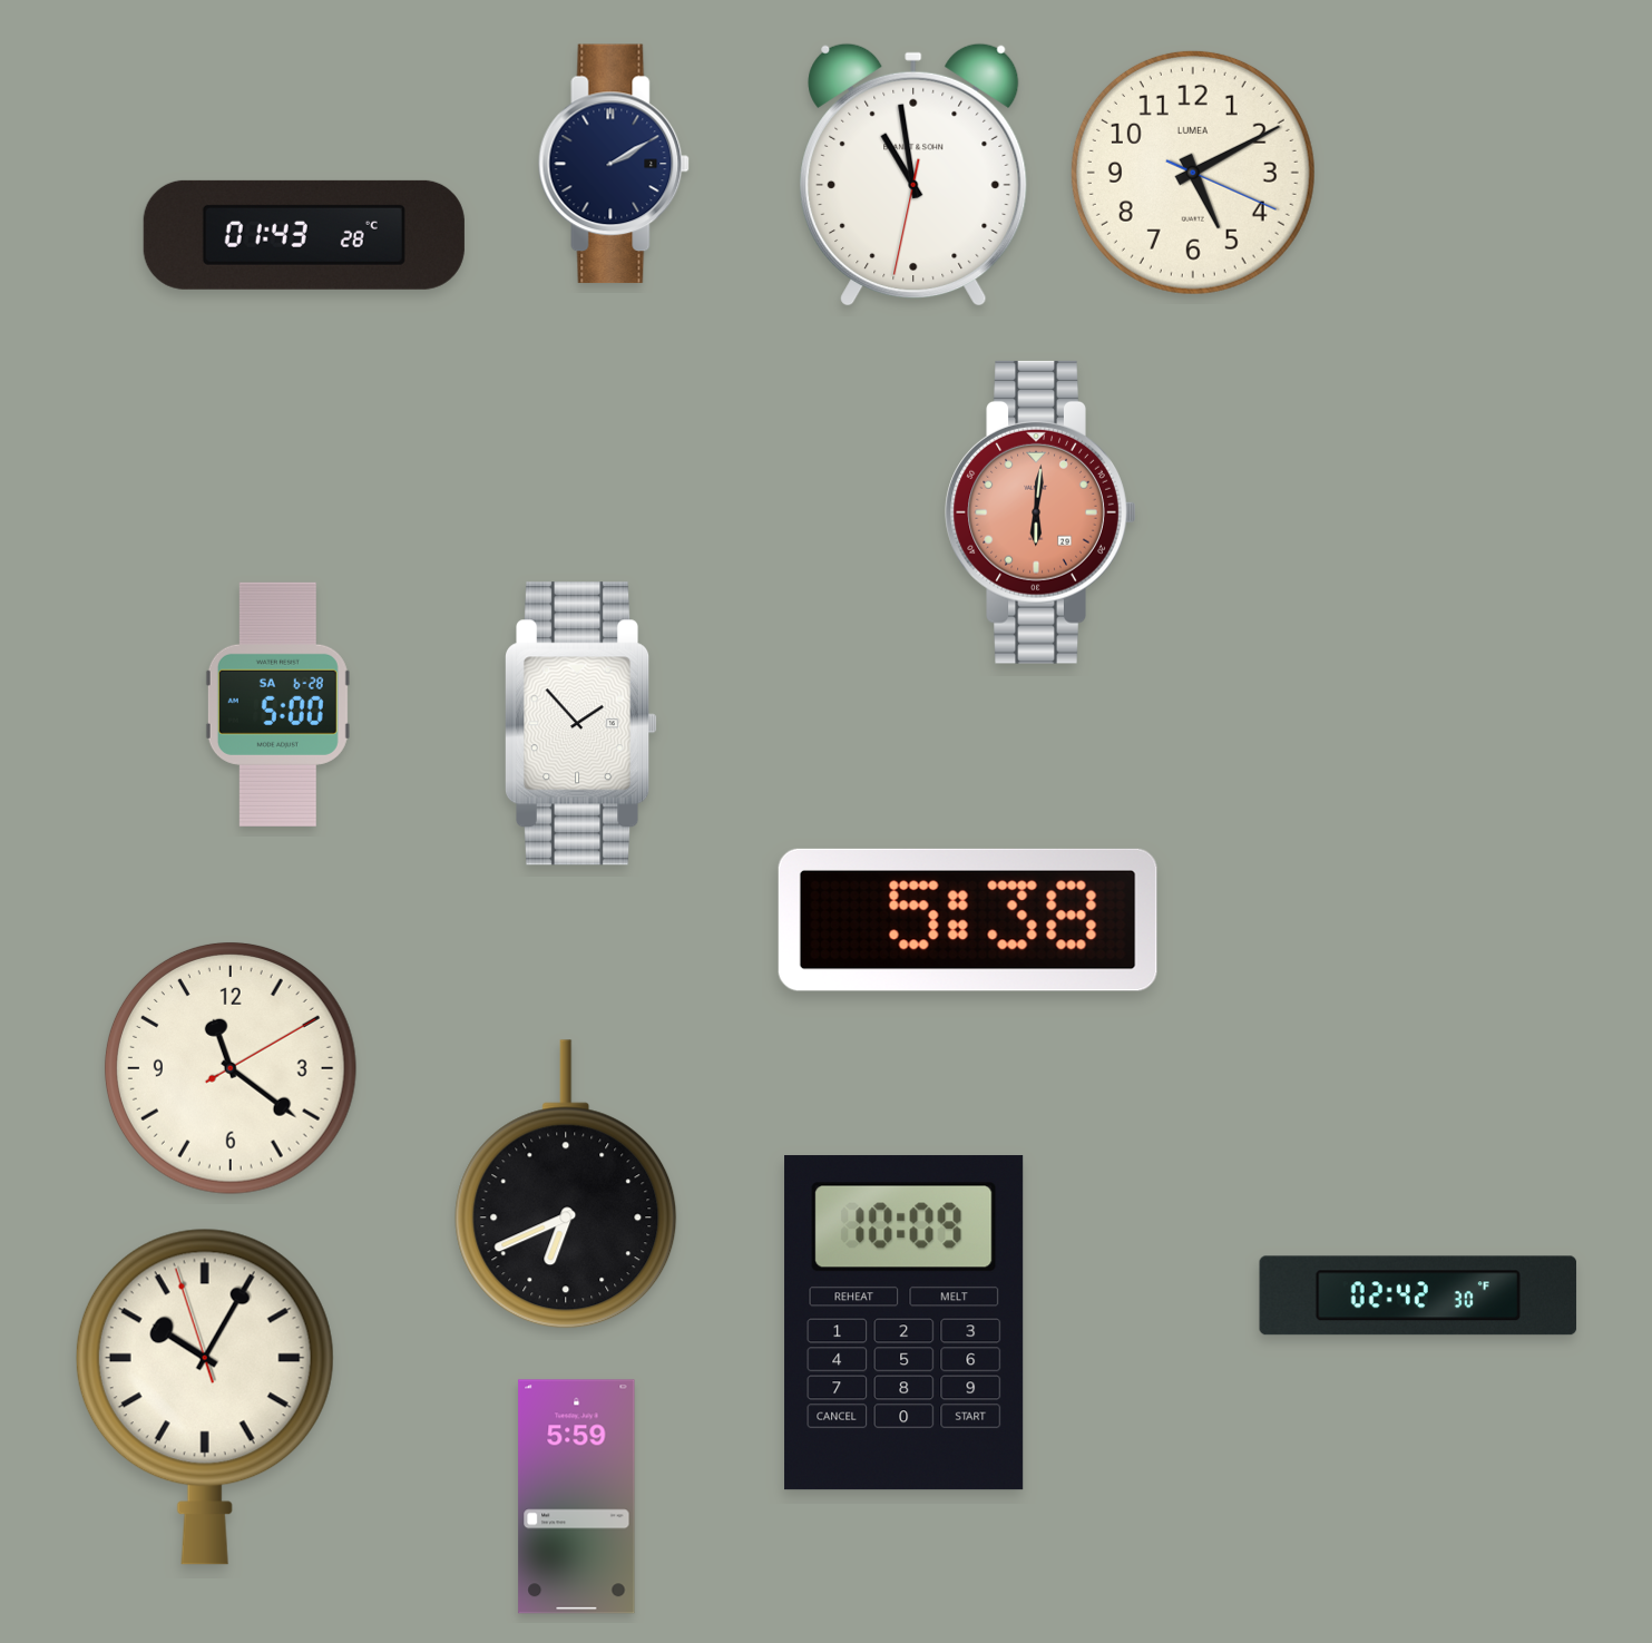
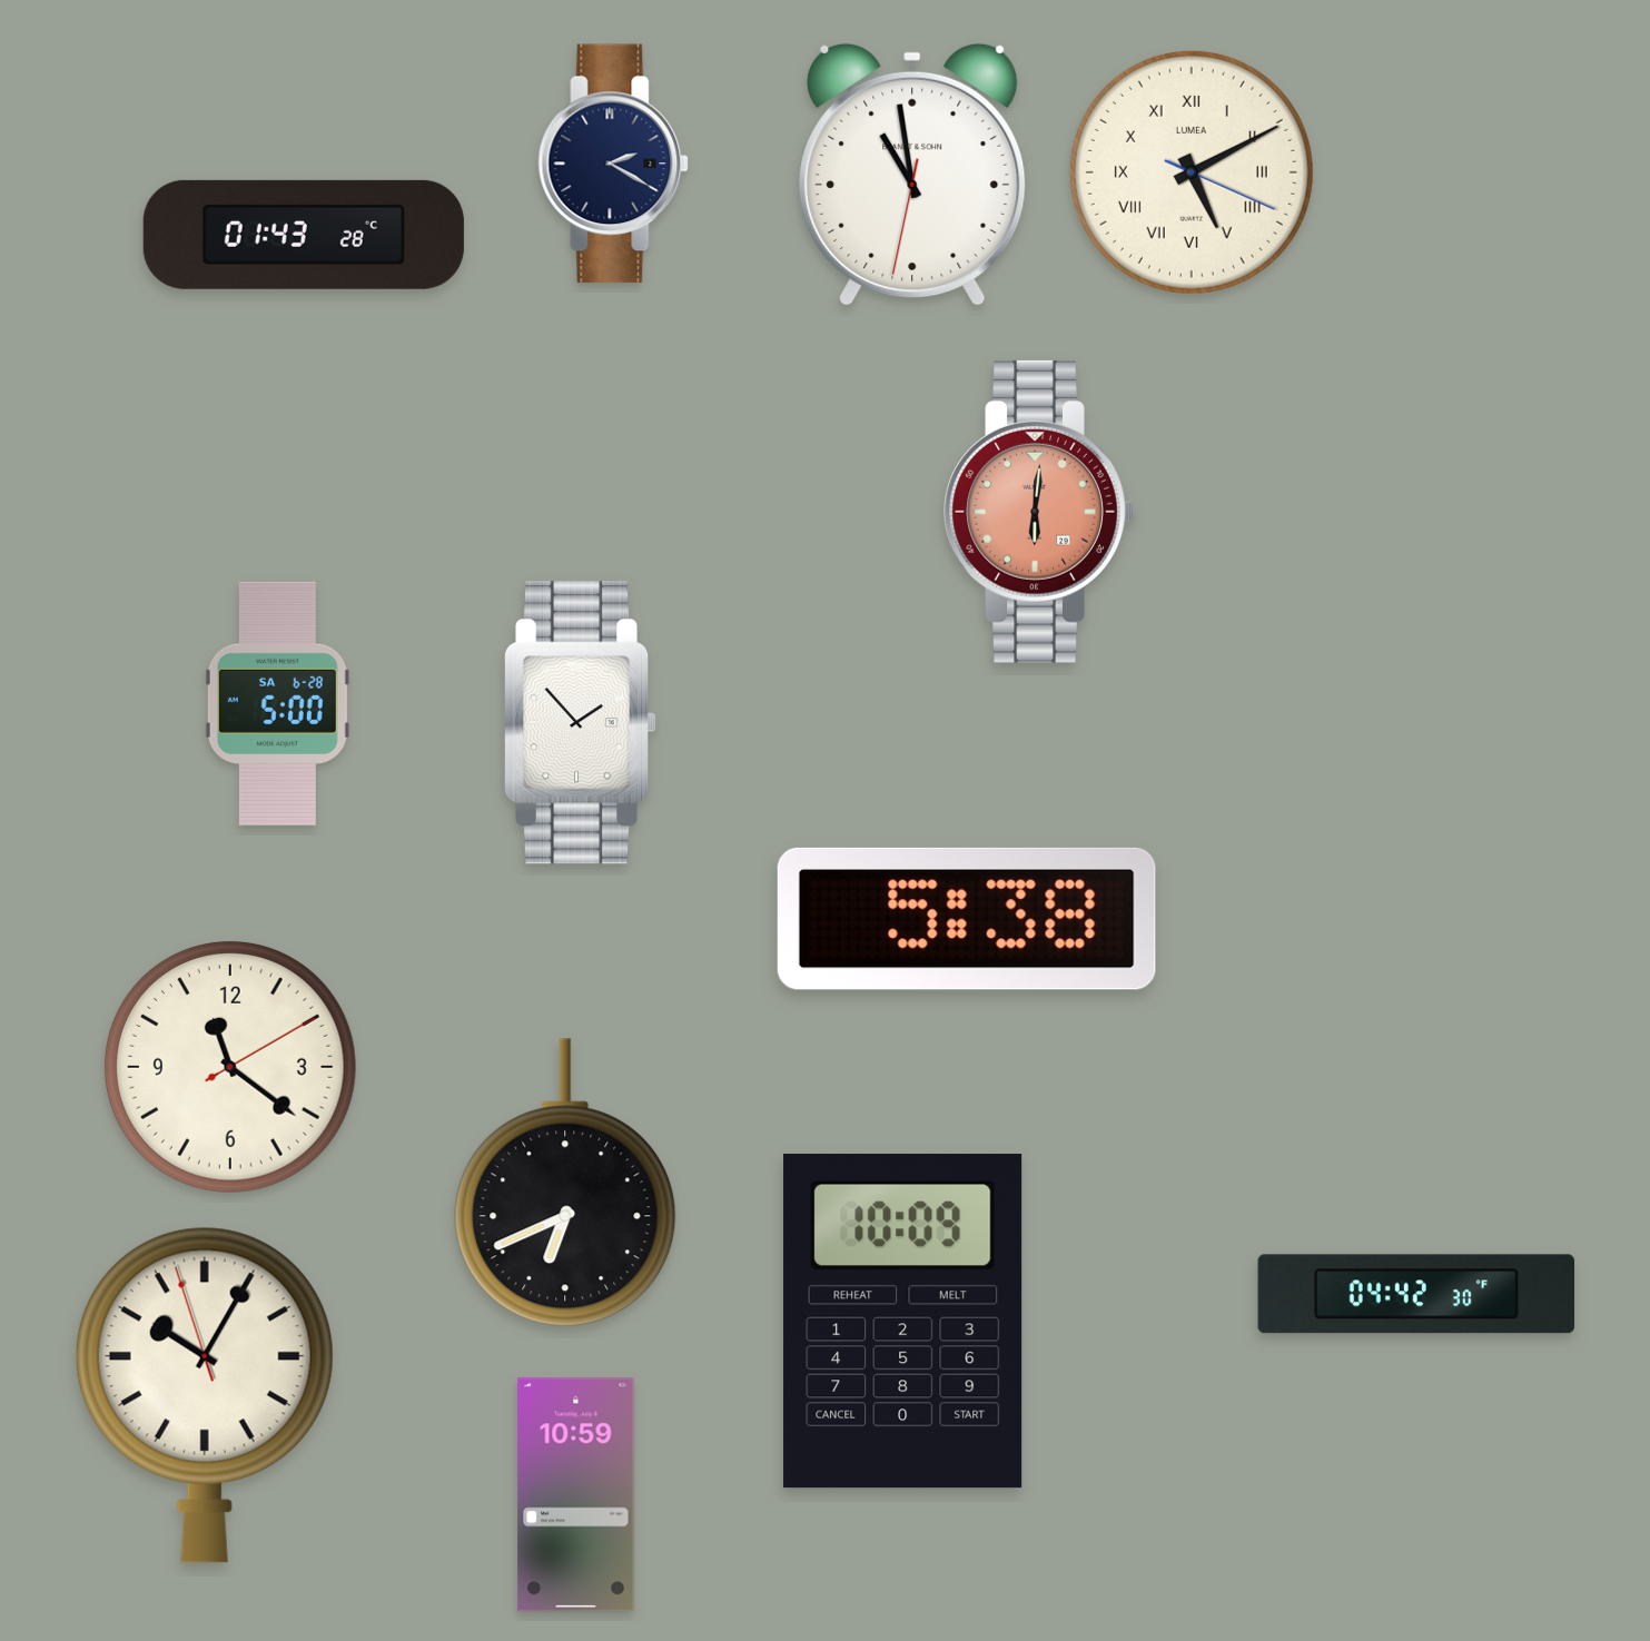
clock at (614, 164): 2:10 -> 2:20
clock at (1193, 173) numerals: Arabic -> Roman
clock at (1418, 1295): 02:42 -> 04:42
clock at (577, 1497): 5:59 -> 10:59
